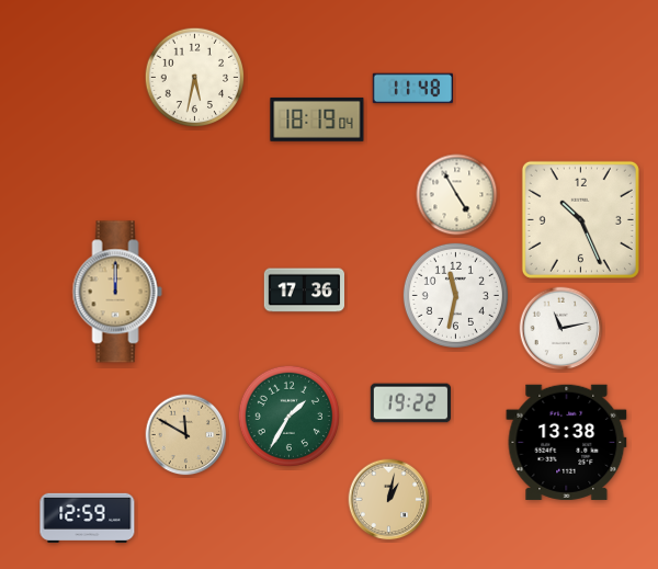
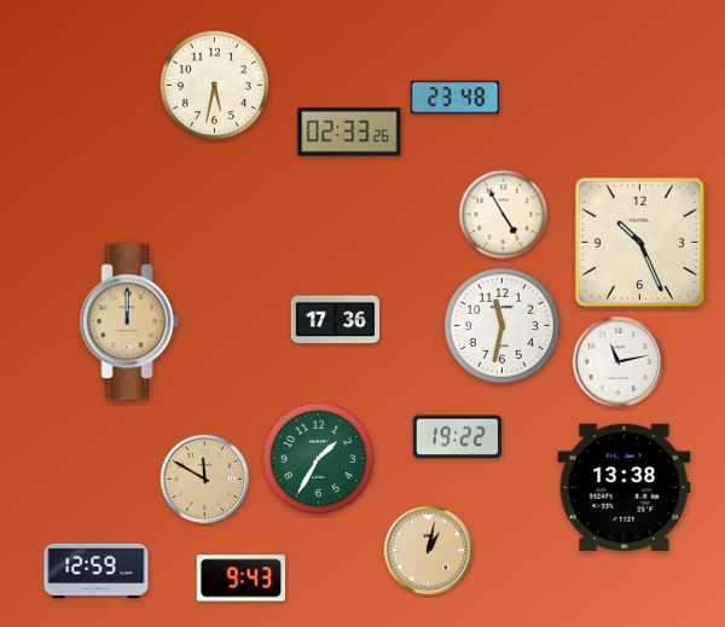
clock at (413, 89): 11:48 -> 23:48
clock at (317, 120): 18:19 -> 02:33
clock at (410, 403) position: (410, 403) -> (457, 437)
clock at (240, 579): none -> 9:43
